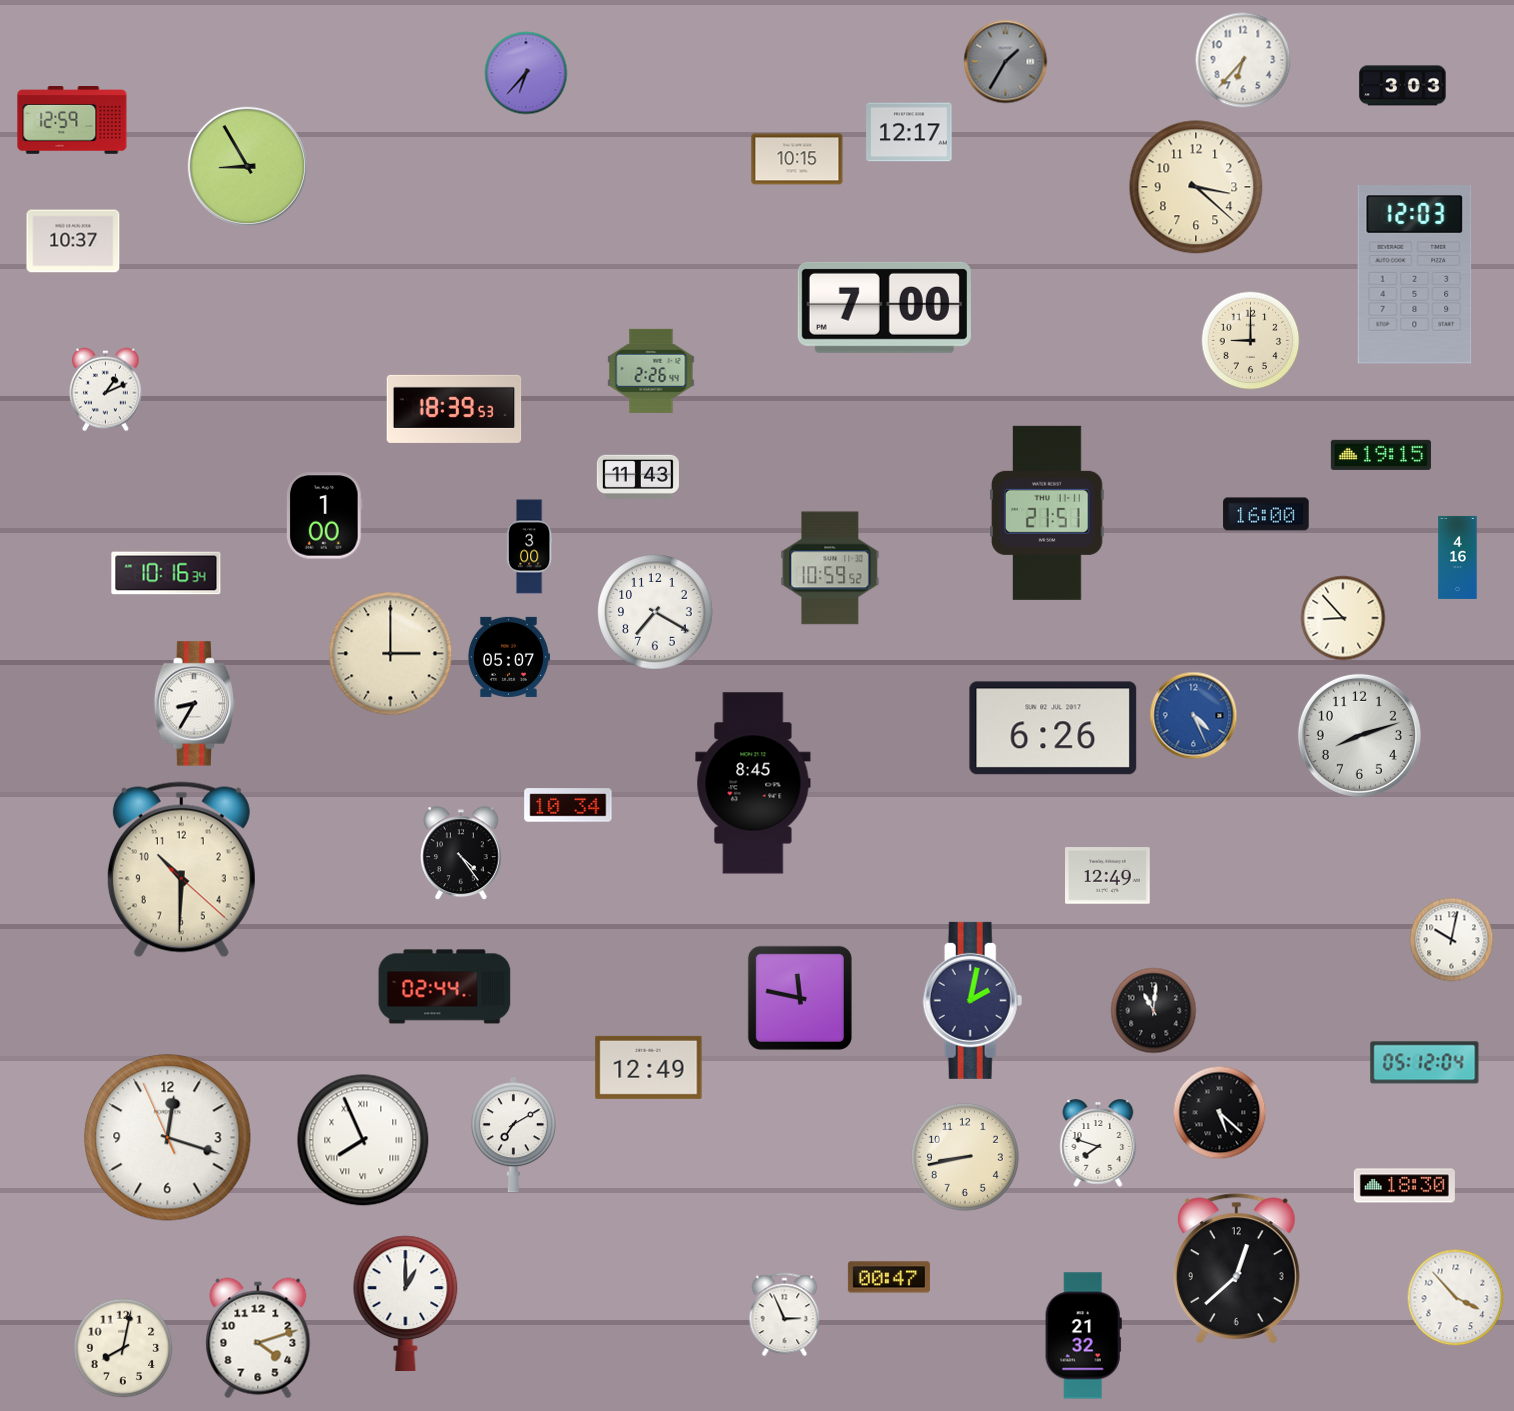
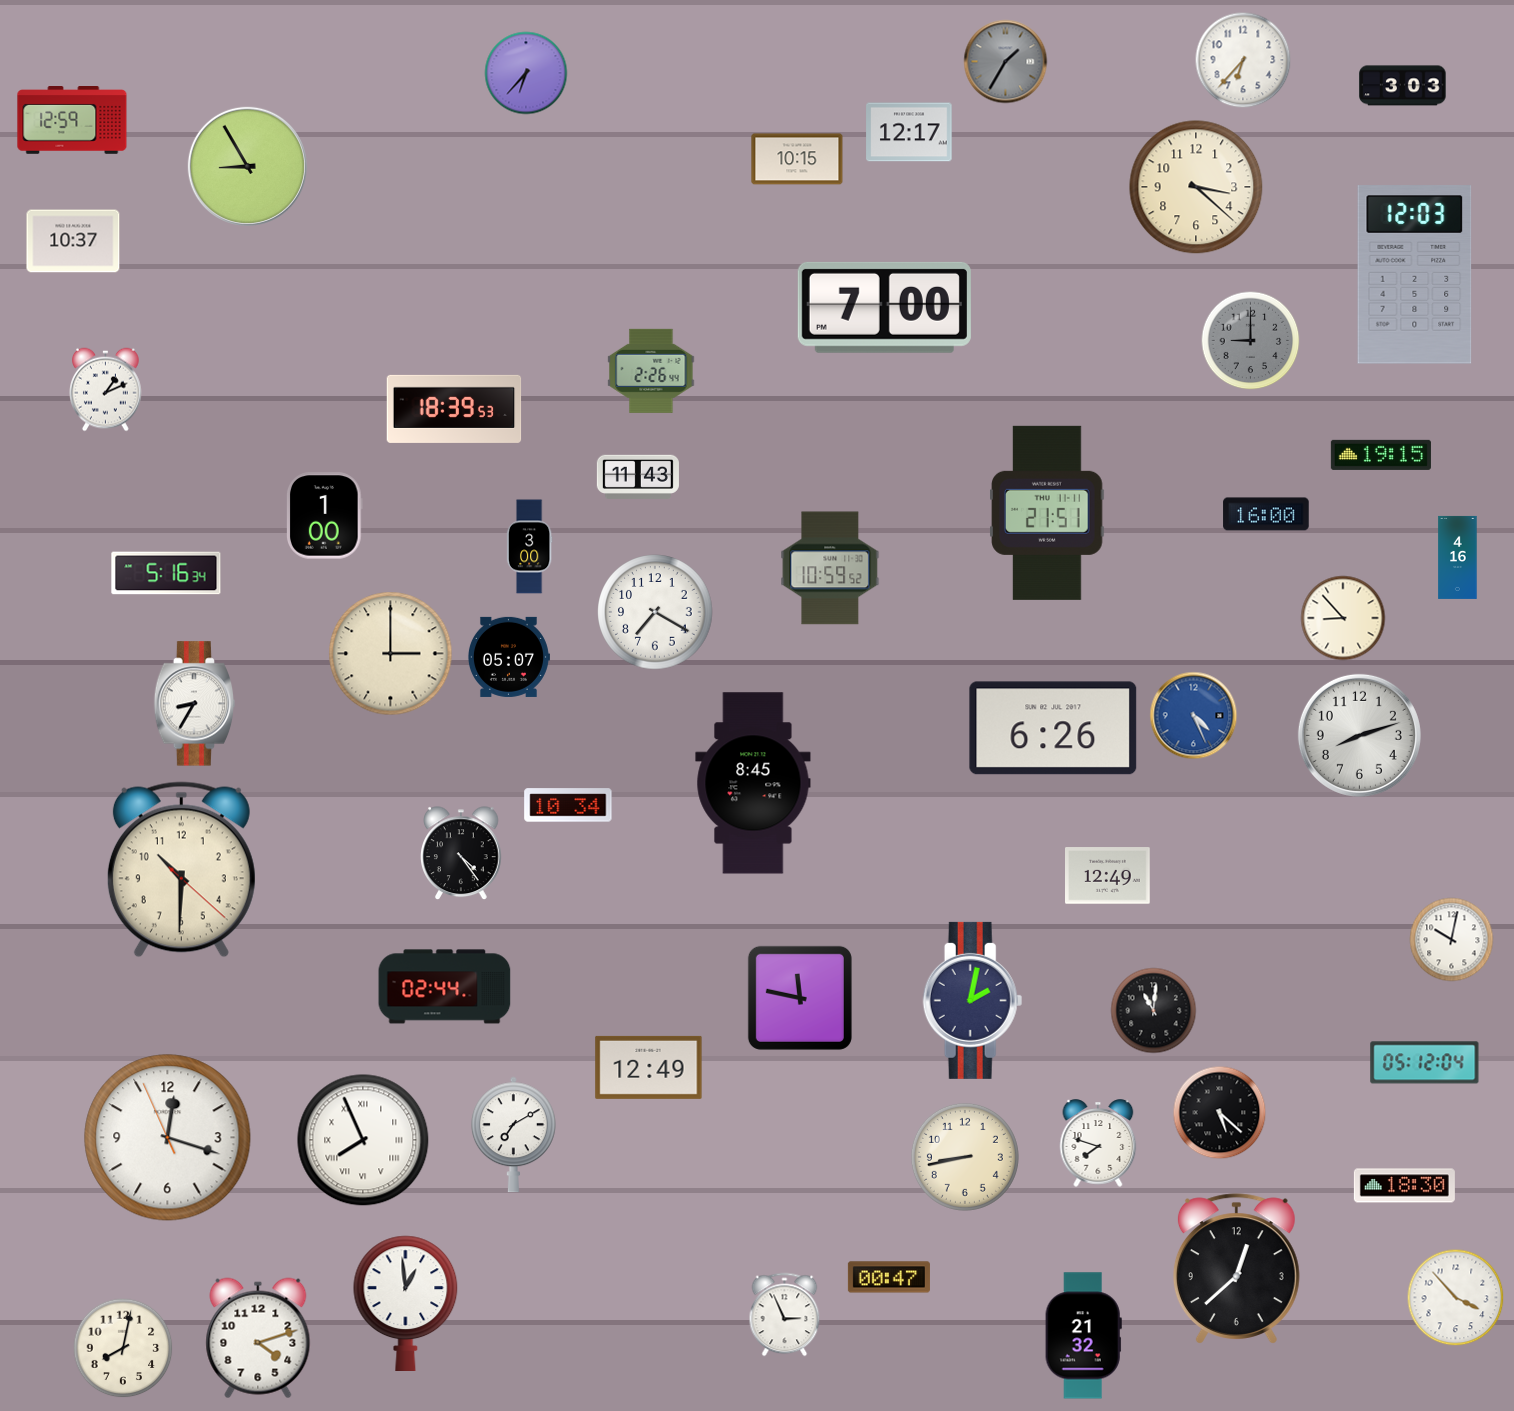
clock at (1251, 341) dial: cream -> grey
clock at (166, 573): 10:16 -> 5:16
clock at (406, 1303): 1:00 -> 12:59
